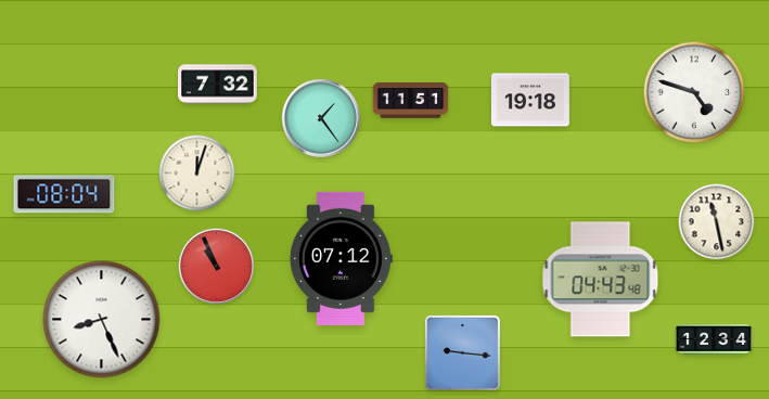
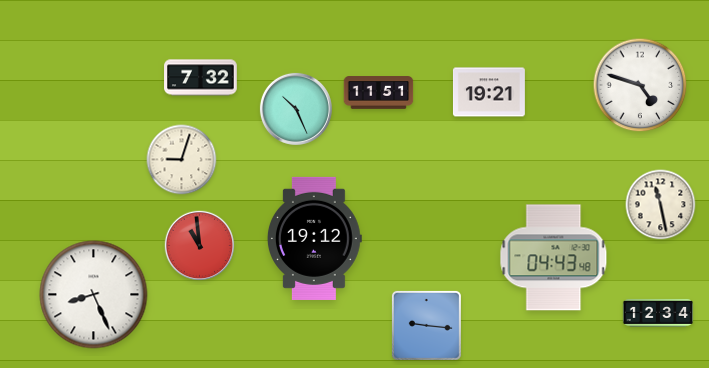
clock at (530, 100): 19:18 -> 19:21
clock at (321, 118): 1:24 -> 10:26
clock at (197, 173): 12:03 -> 9:03
clock at (64, 194): 08:04 -> none
clock at (341, 258): 07:12 -> 19:12
clock at (217, 267): 10:56 -> 10:59
